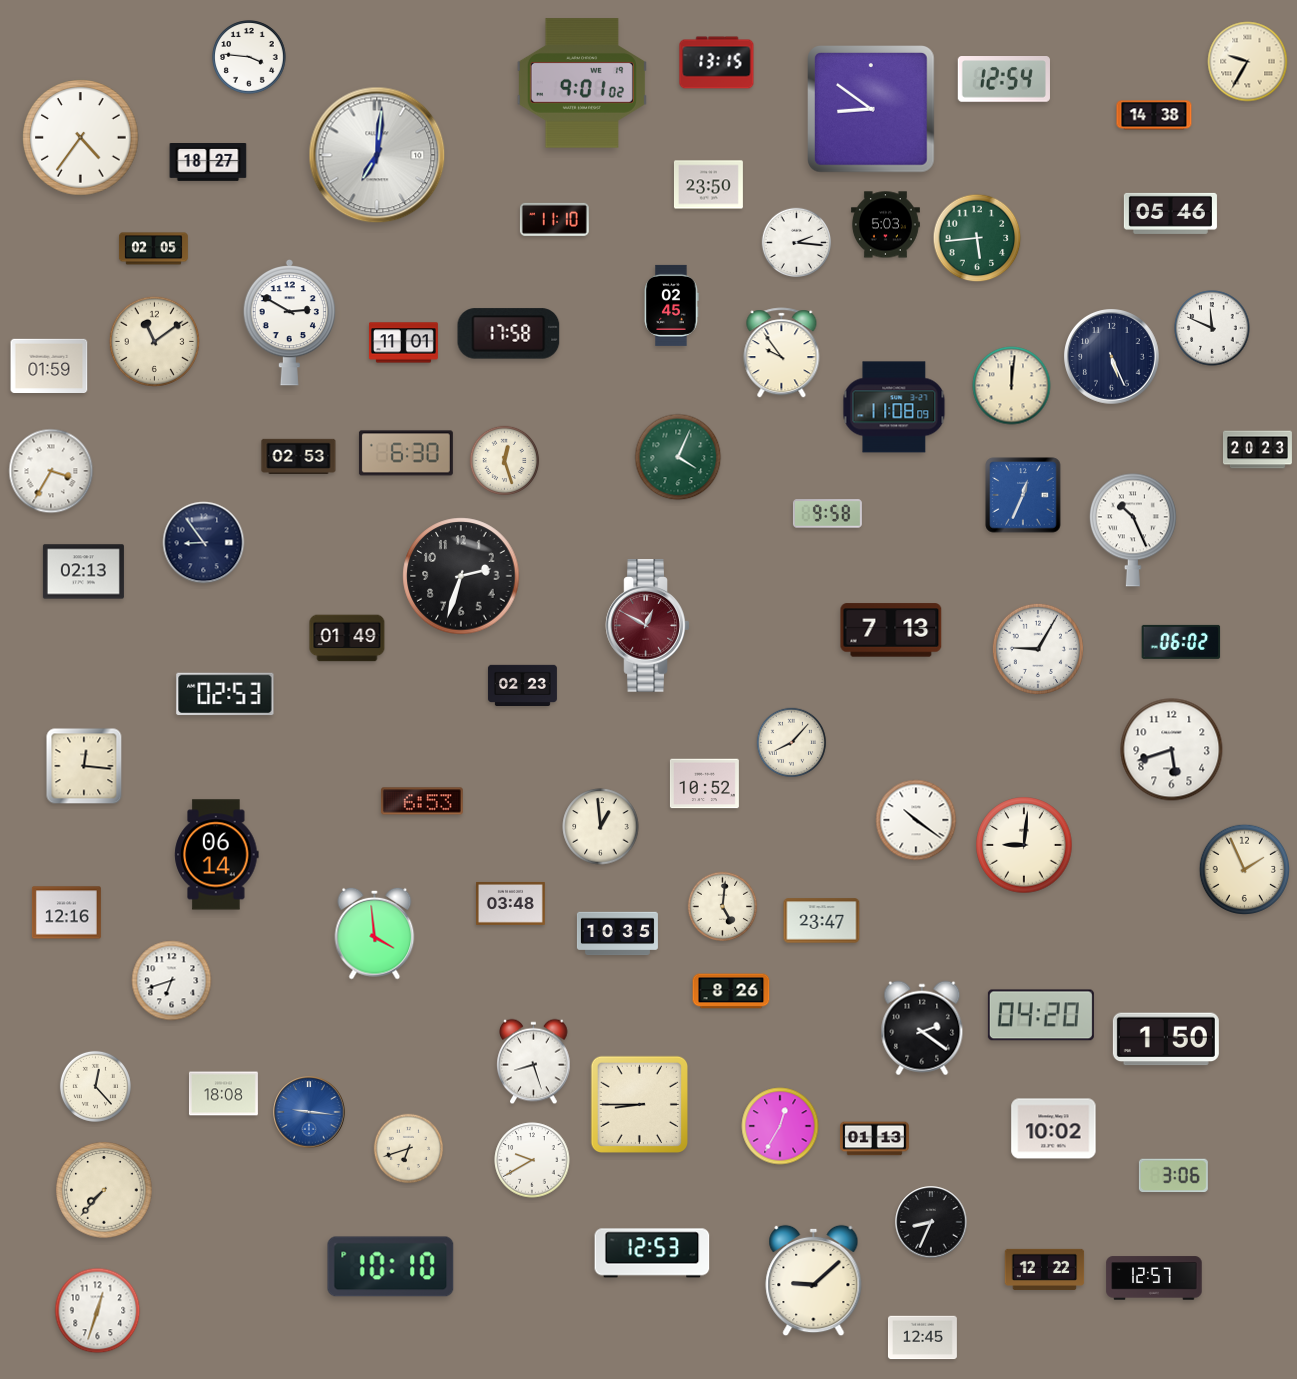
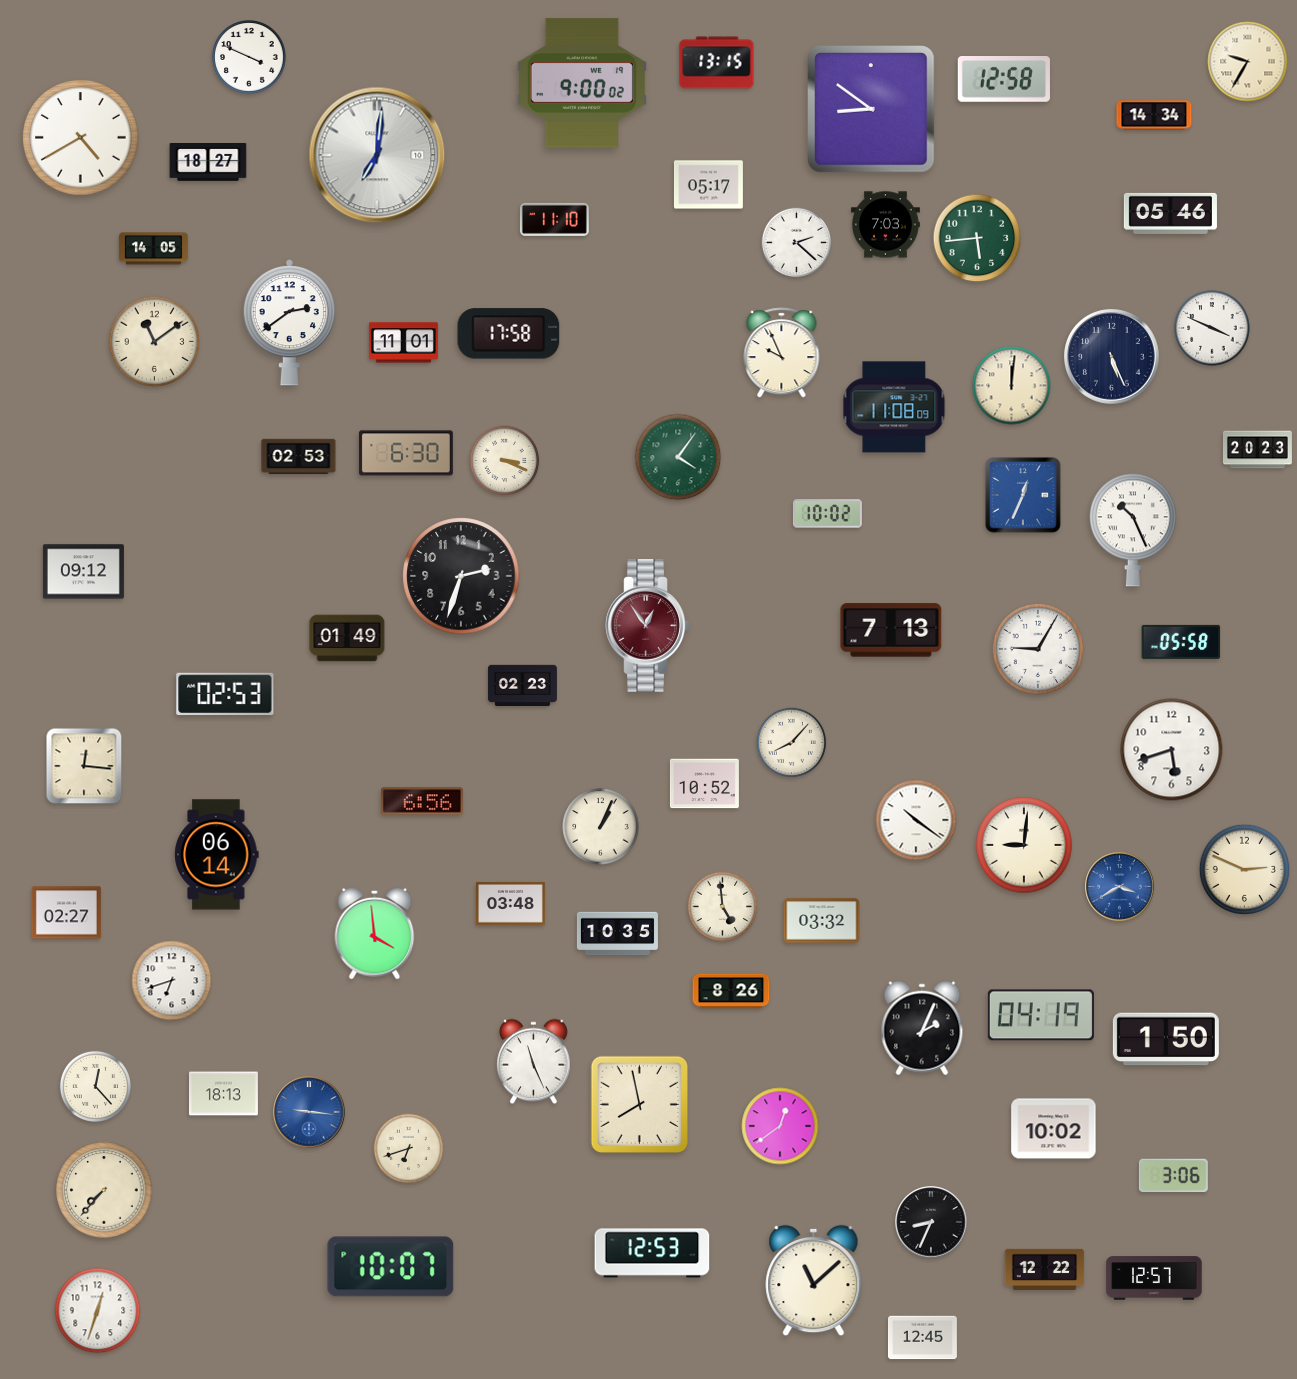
clock at (249, 57): 3:46 -> 3:49
clock at (1004, 79): 12:54 -> 12:58
clock at (582, 83): 9:01 -> 9:00
clock at (1154, 115): 14:38 -> 14:34
clock at (81, 138): 4:36 -> 4:40
clock at (708, 185): 23:50 -> 05:17
clock at (885, 225): 5:03 -> 7:03
clock at (797, 243): 2:16 -> 2:22
clock at (153, 249): 02:05 -> 14:05
clock at (671, 305): 02:45 -> none
clock at (289, 323): 2:50 -> 2:39
clock at (1212, 328): 11:49 -> 3:49
clock at (782, 353): 9:54 -> 9:56
clock at (49, 366): 01:59 -> none
clock at (678, 457): 4:04 -> 4:06
clock at (505, 461): 12:27 -> 3:19
clock at (51, 471): 3:35 -> none
clock at (827, 514): 9:58 -> 10:02
clock at (204, 543): 8:54 -> none
clock at (83, 572): 02:13 -> 09:12
clock at (648, 626): 12:50 -> 12:54
clock at (1181, 642): 06:02 -> 05:58
clock at (422, 801): 6:53 -> 6:56
clock at (601, 827): 12:59 -> 1:04
clock at (1244, 869): 1:56 -> 2:49
clock at (1120, 887): none -> 3:40
clock at (723, 907): 5:01 -> 4:59
clock at (66, 913): 12:16 -> 02:27
clock at (822, 921): 23:47 -> 03:32
clock at (1041, 1015): 04:20 -> 04:19
clock at (922, 1028): 2:21 -> 2:04
clock at (534, 1062): 8:27 -> 11:26
clock at (223, 1094): 18:08 -> 18:13
clock at (639, 1104): 8:45 -> 7:58
clock at (780, 1126): 12:35 -> 12:39
clock at (874, 1139): 01:13 -> none
clock at (532, 1160): 9:40 -> none
clock at (391, 1267): 10:10 -> 10:07
clock at (814, 1281): 9:08 -> 11:08
